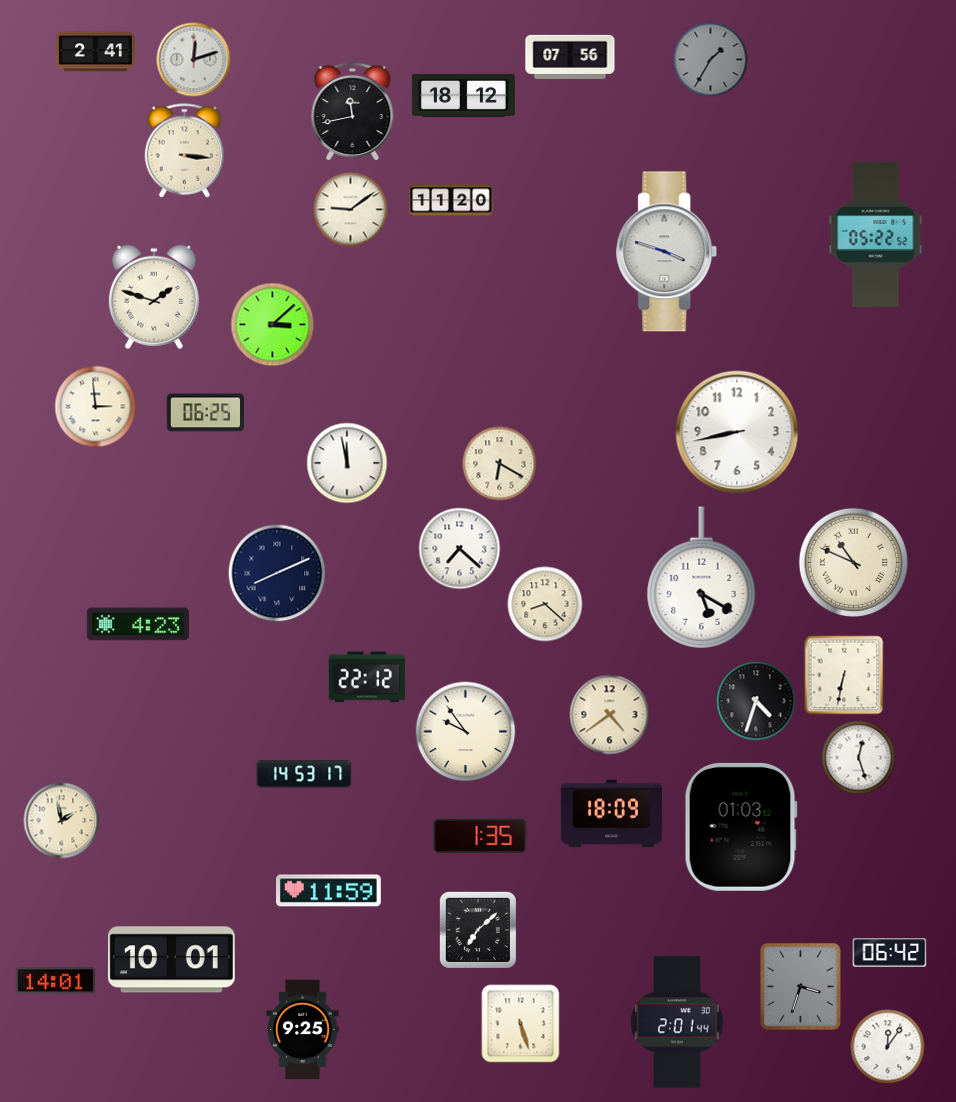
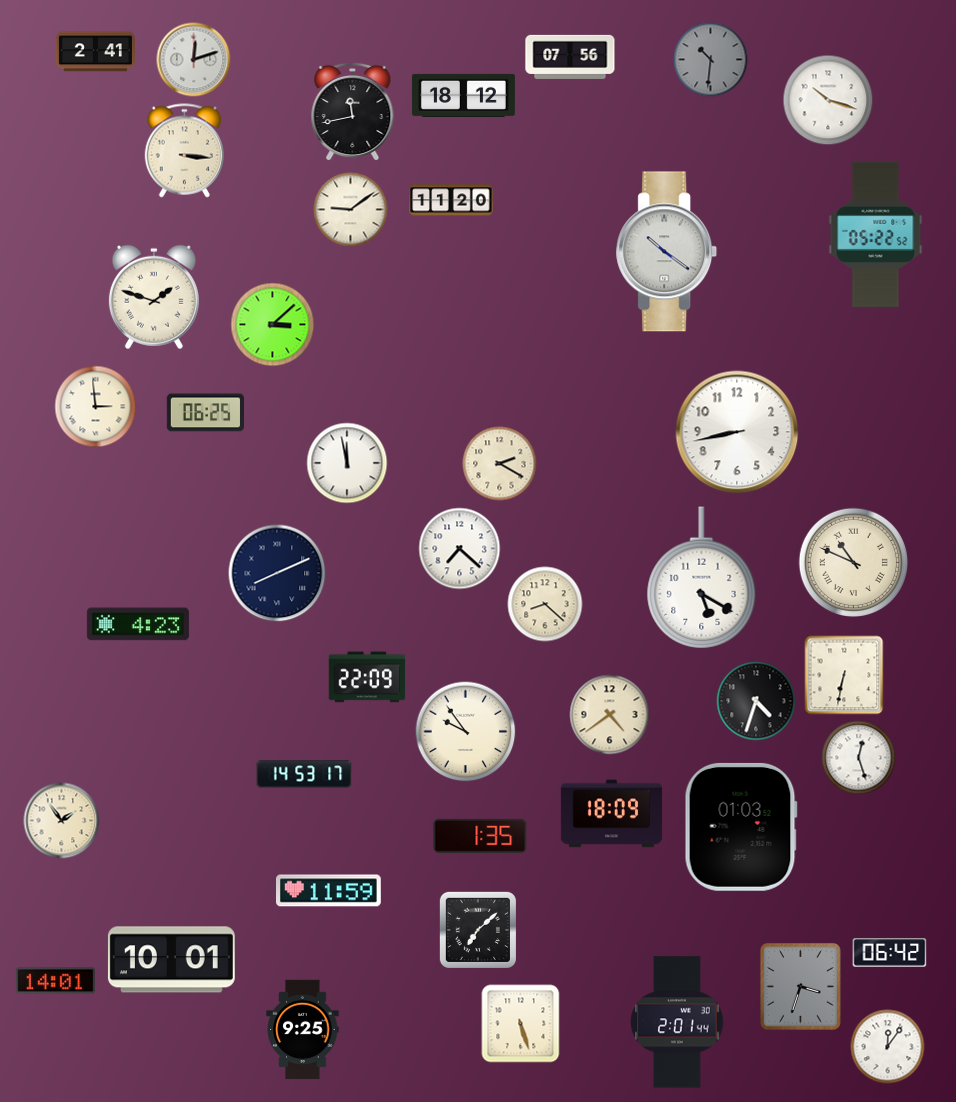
clock at (711, 60): 1:35 -> 10:31
clock at (828, 100): none -> 10:18
clock at (667, 252): 3:48 -> 10:21
clock at (500, 464): 6:20 -> 2:20
clock at (367, 677): 22:12 -> 22:09
clock at (62, 821): 1:58 -> 1:54
